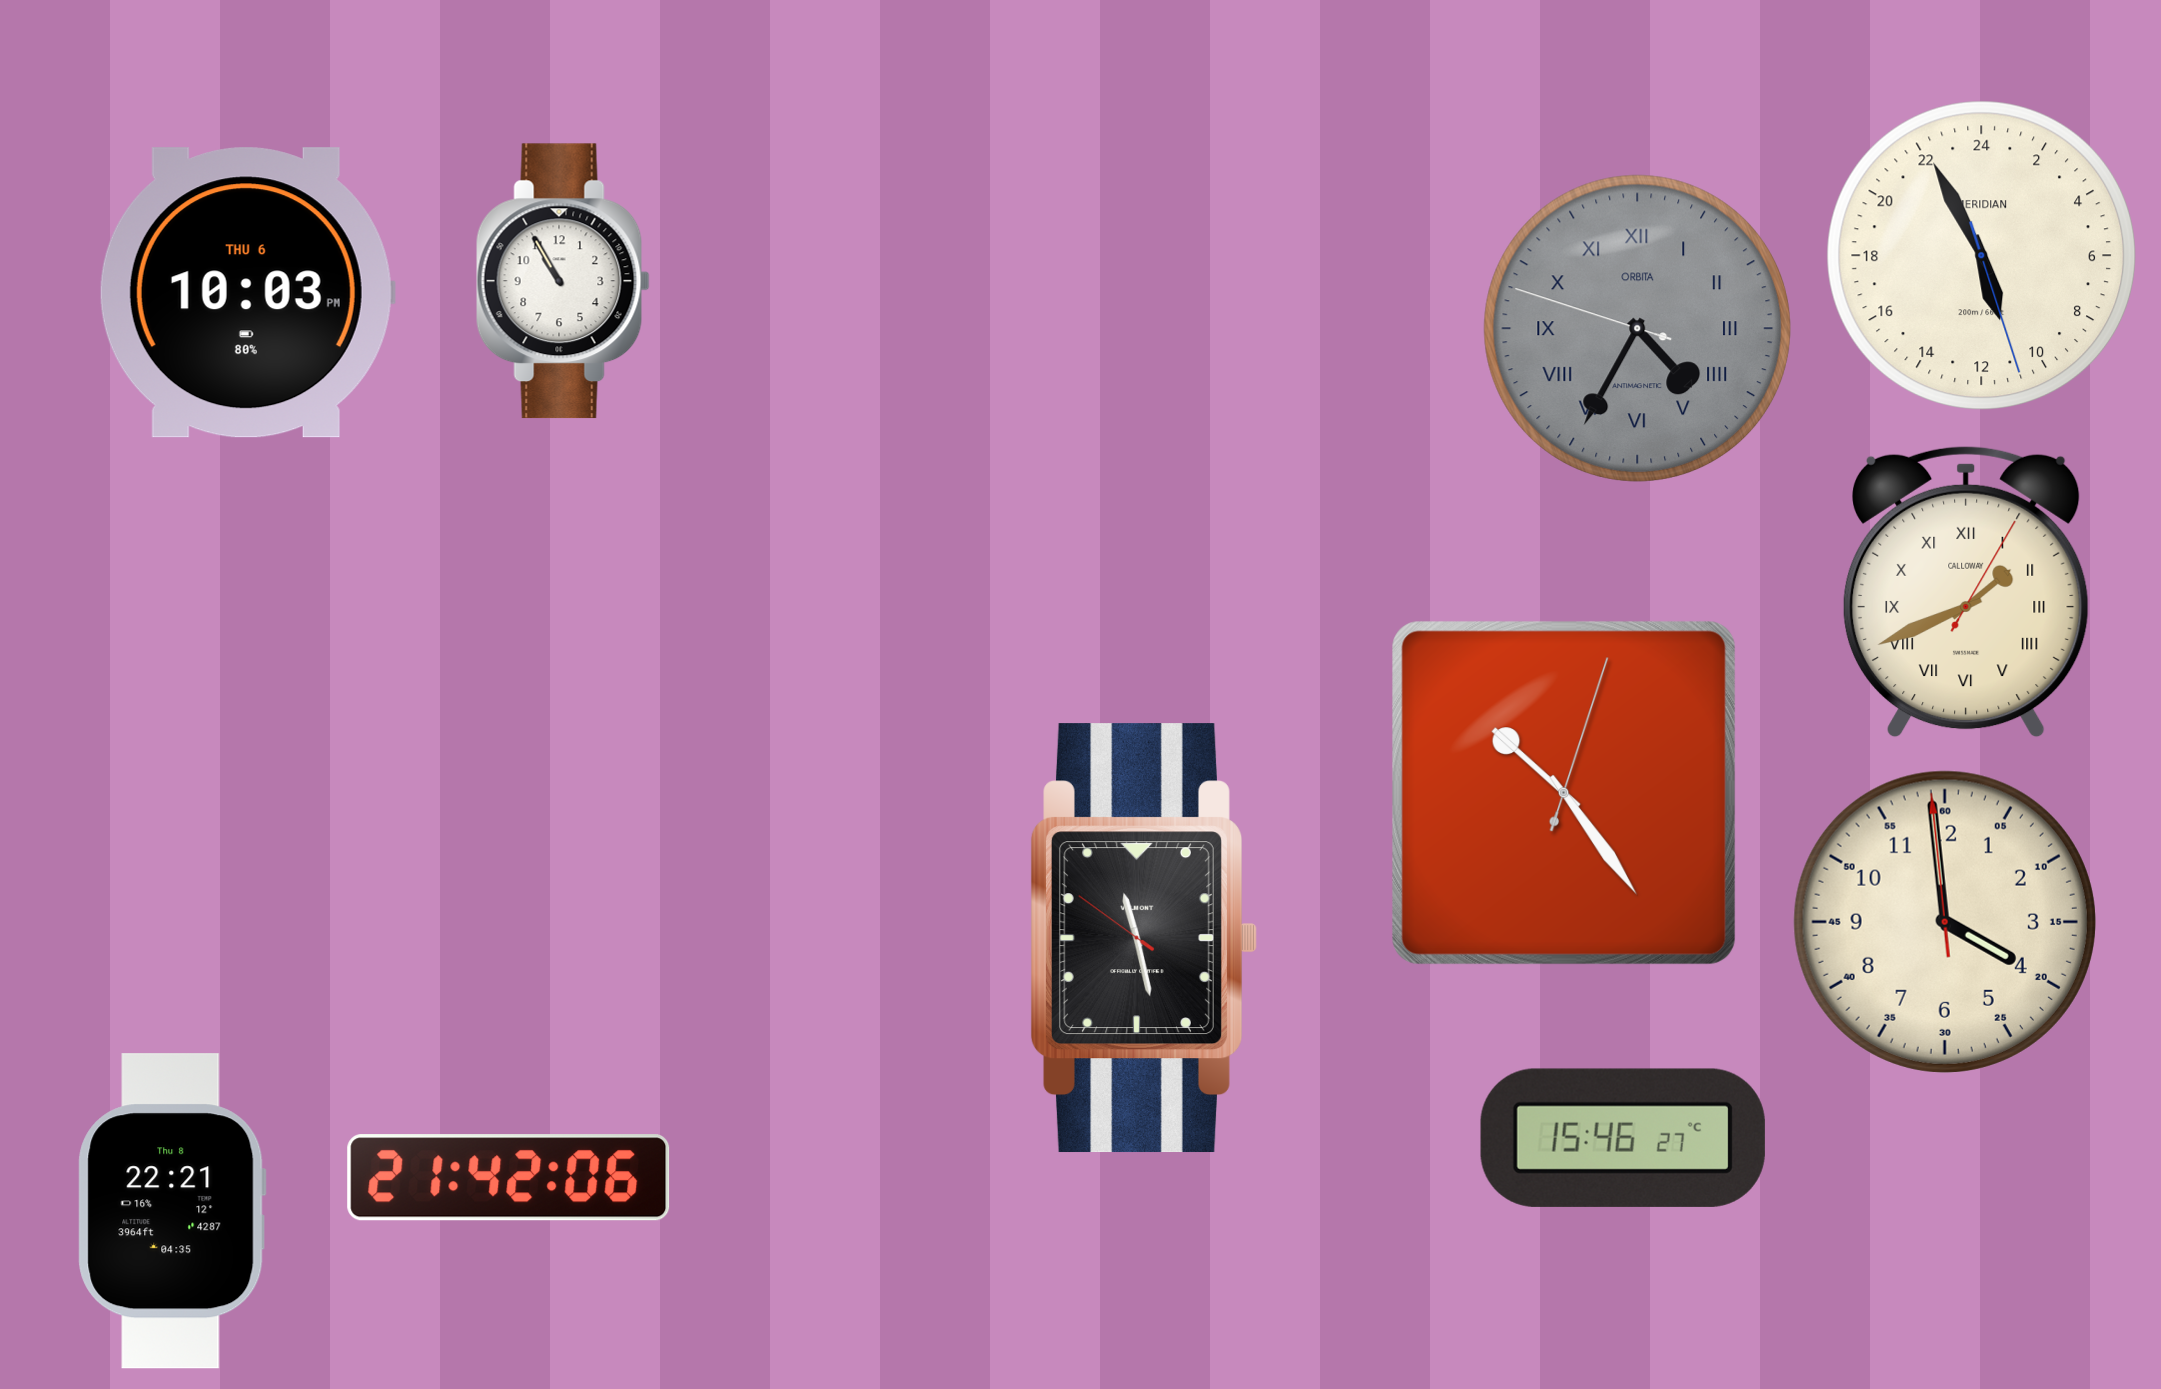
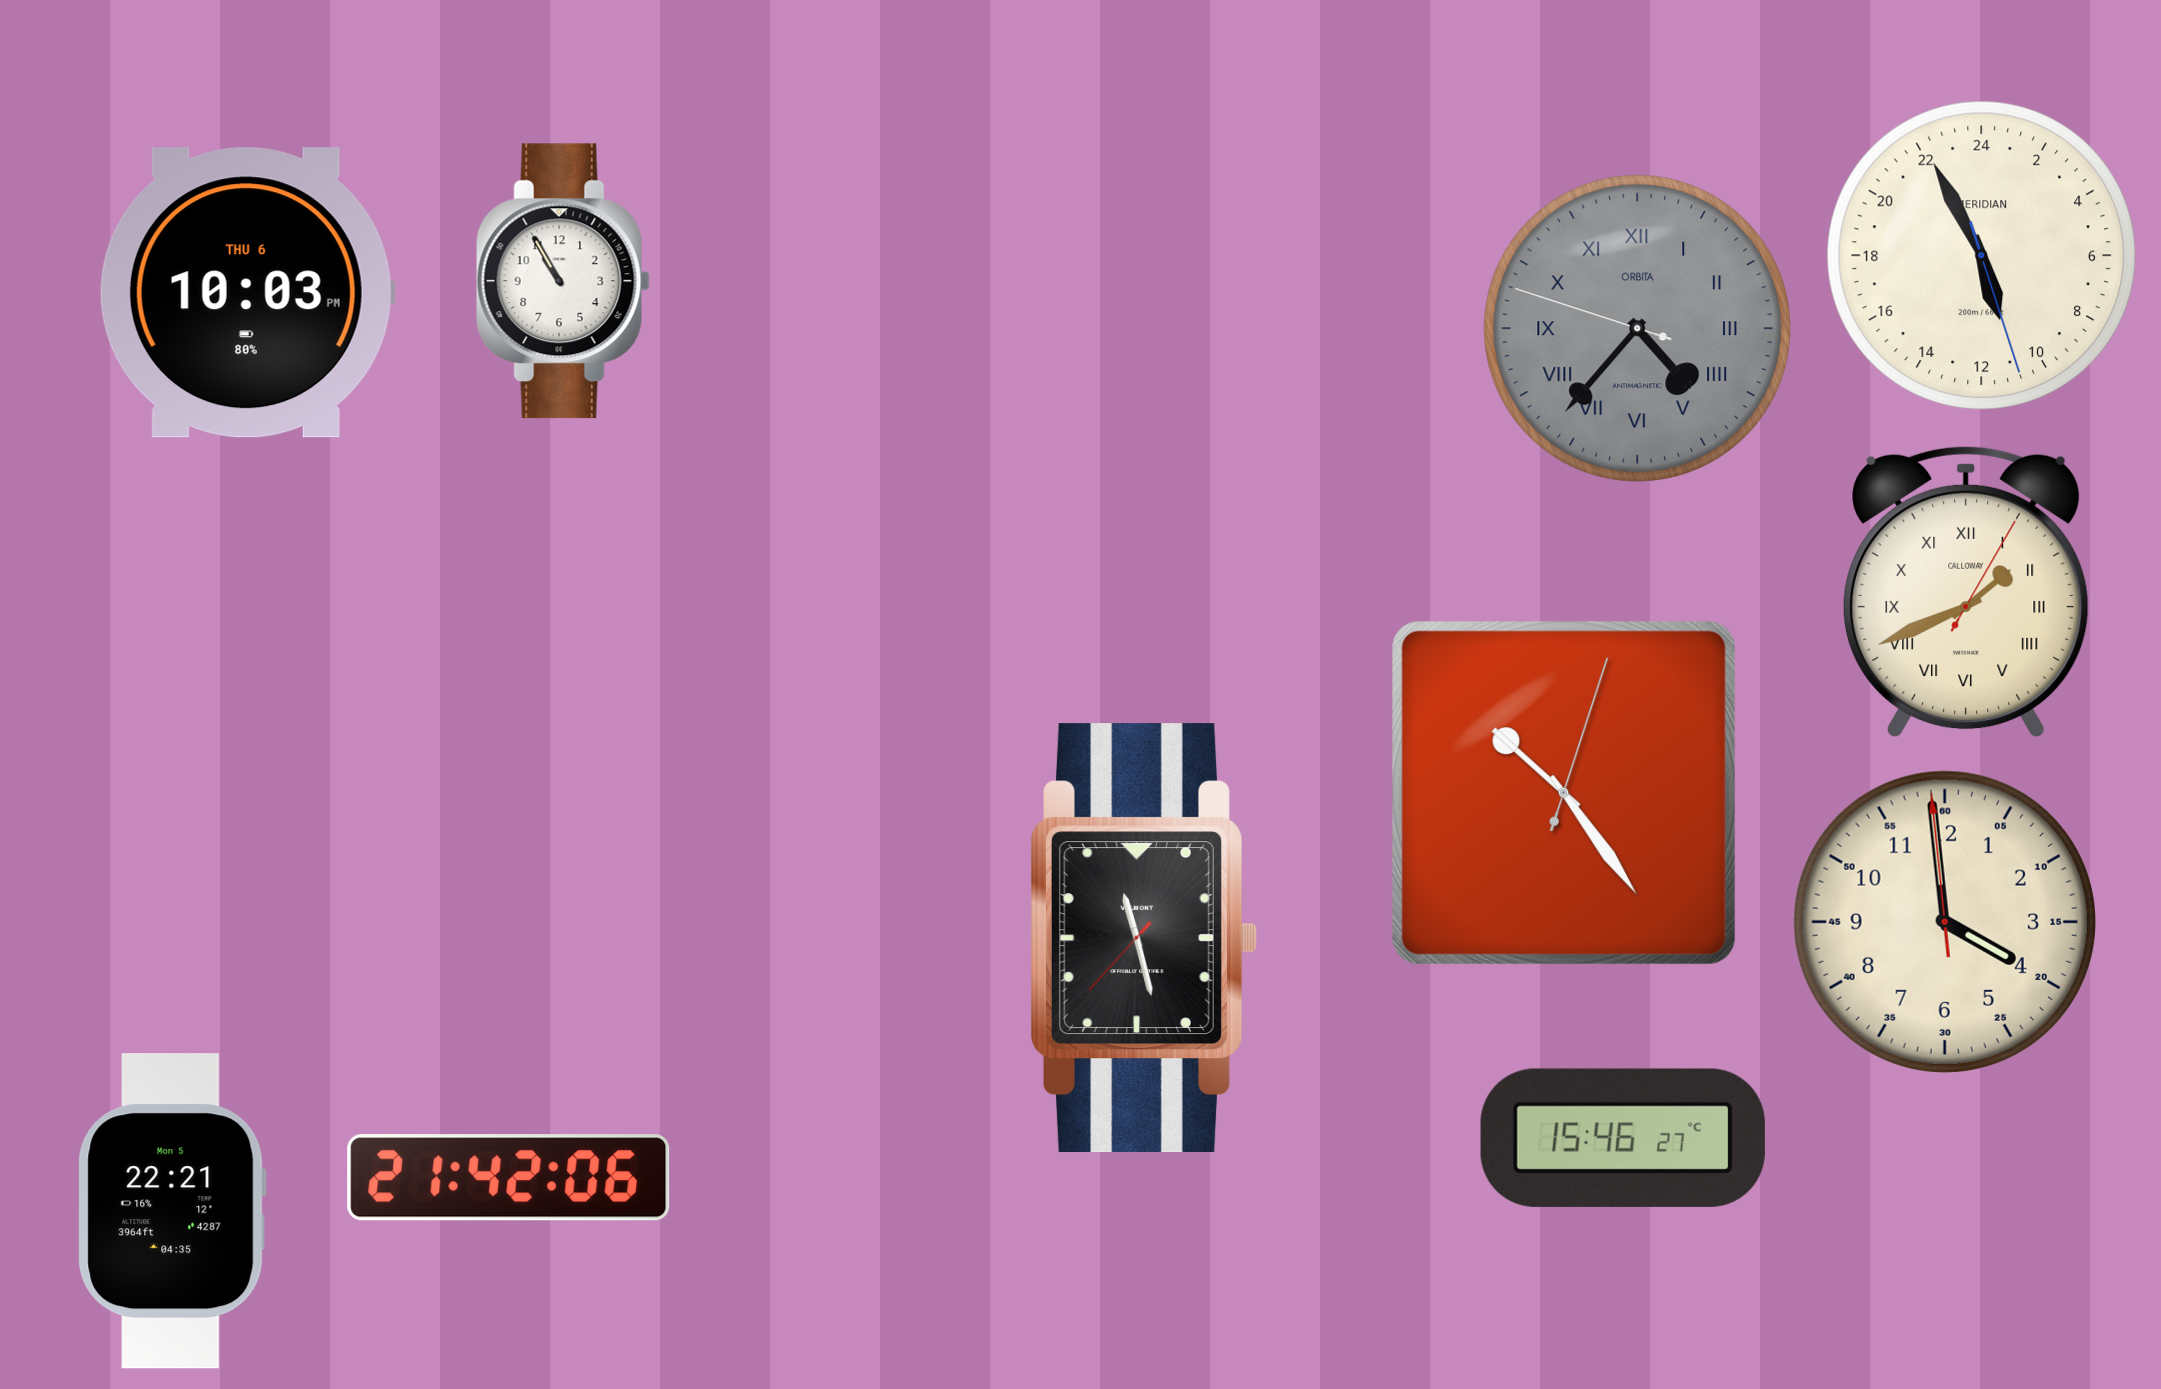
clock at (1637, 328): 4:34 -> 4:36
clock at (1144, 938): 11:27:51 -> 11:27:37
clock at (172, 1211) date: Thu 8 -> Mon 5
